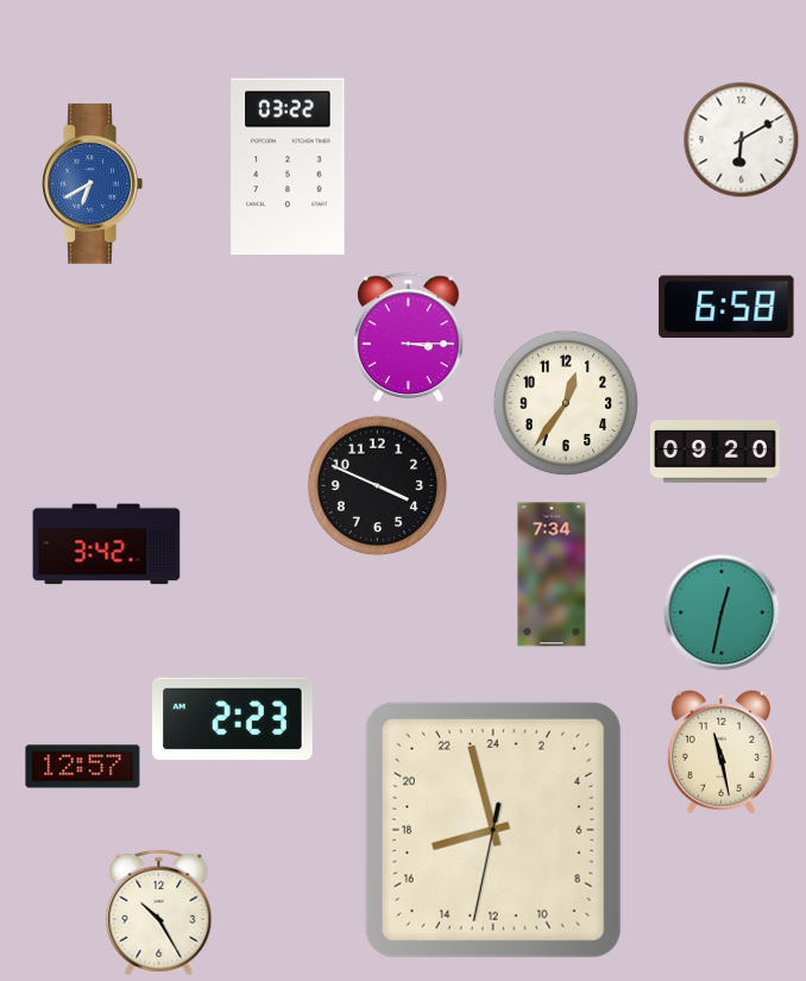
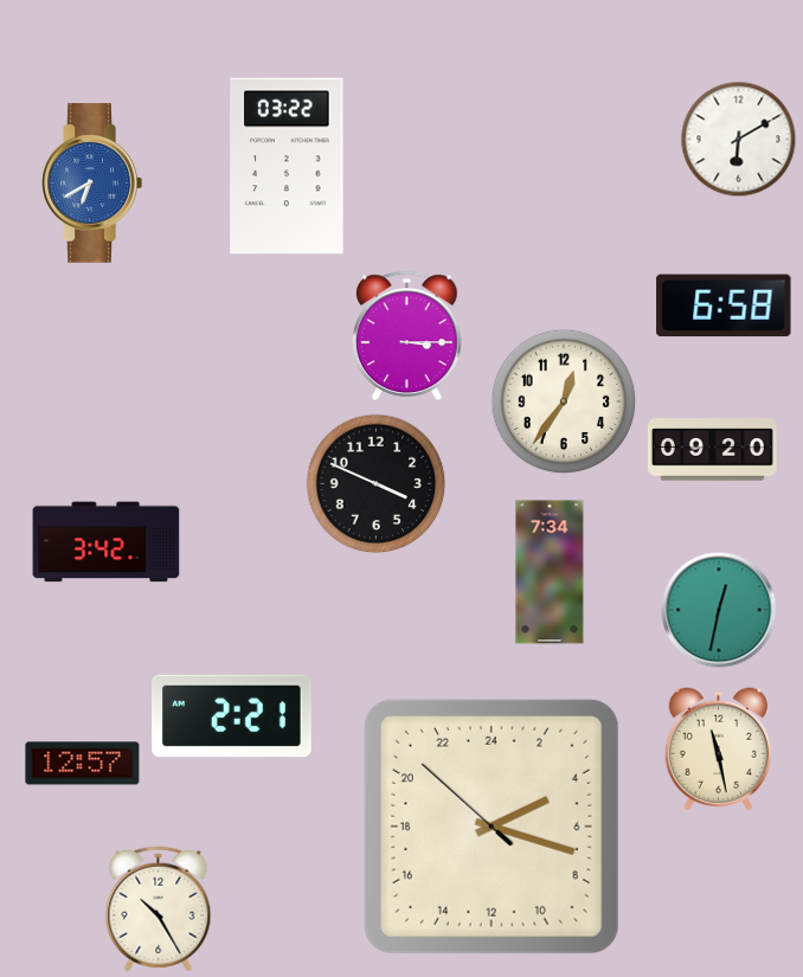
clock at (233, 719): 2:23 -> 2:21
clock at (493, 830): 16:57 -> 4:17
